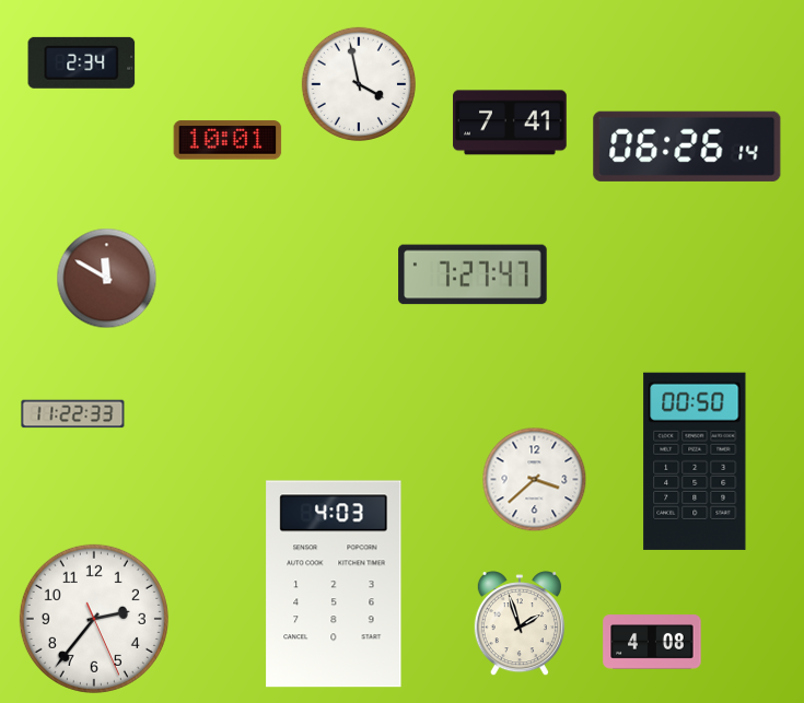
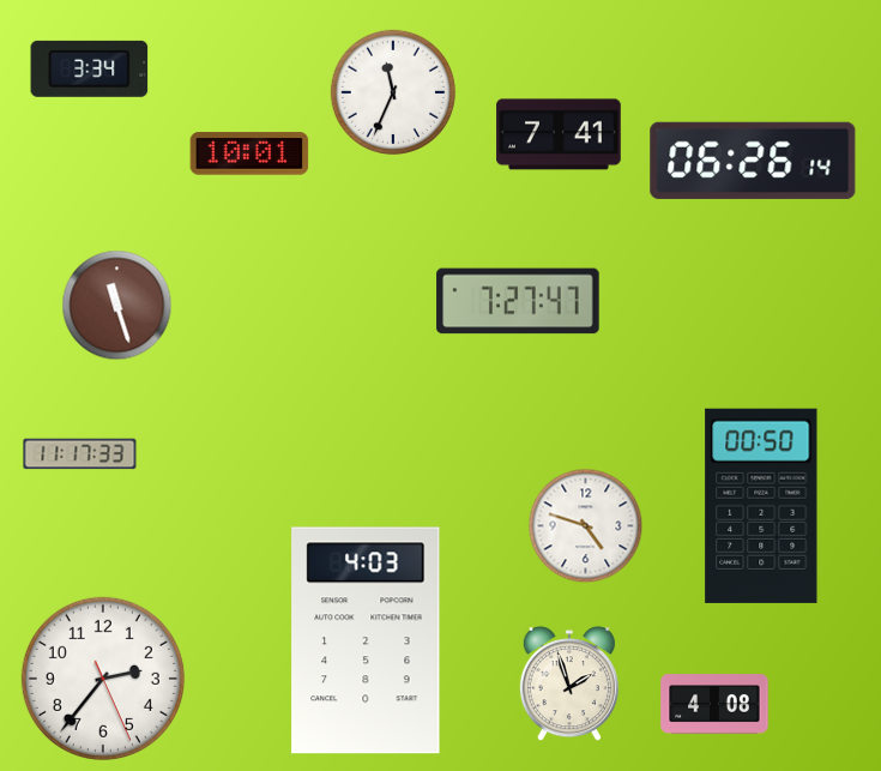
clock at (82, 62): 2:34 -> 3:34
clock at (359, 84): 3:58 -> 11:34
clock at (107, 279): 11:50 -> 11:27
clock at (73, 414): 11:22 -> 11:17
clock at (535, 480): 3:38 -> 4:48
